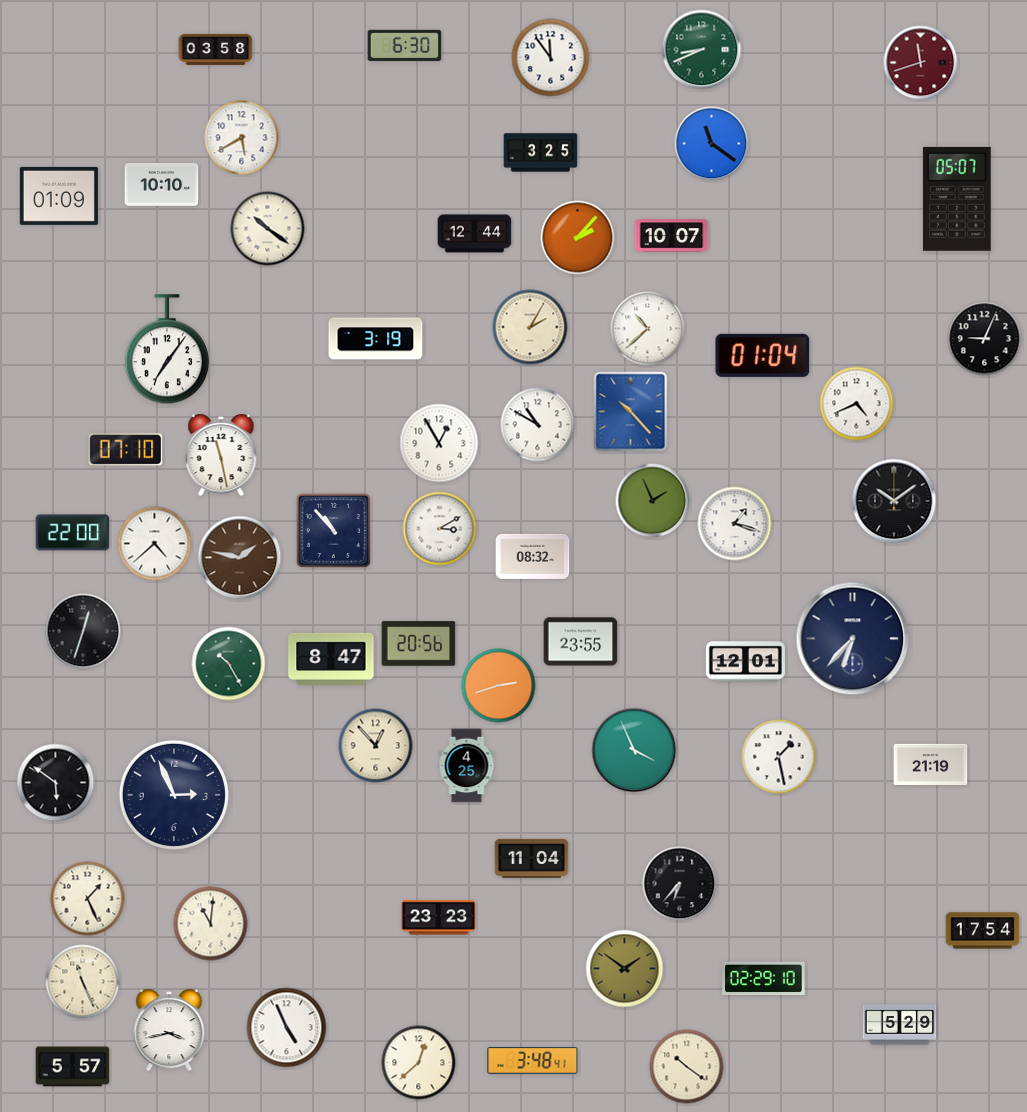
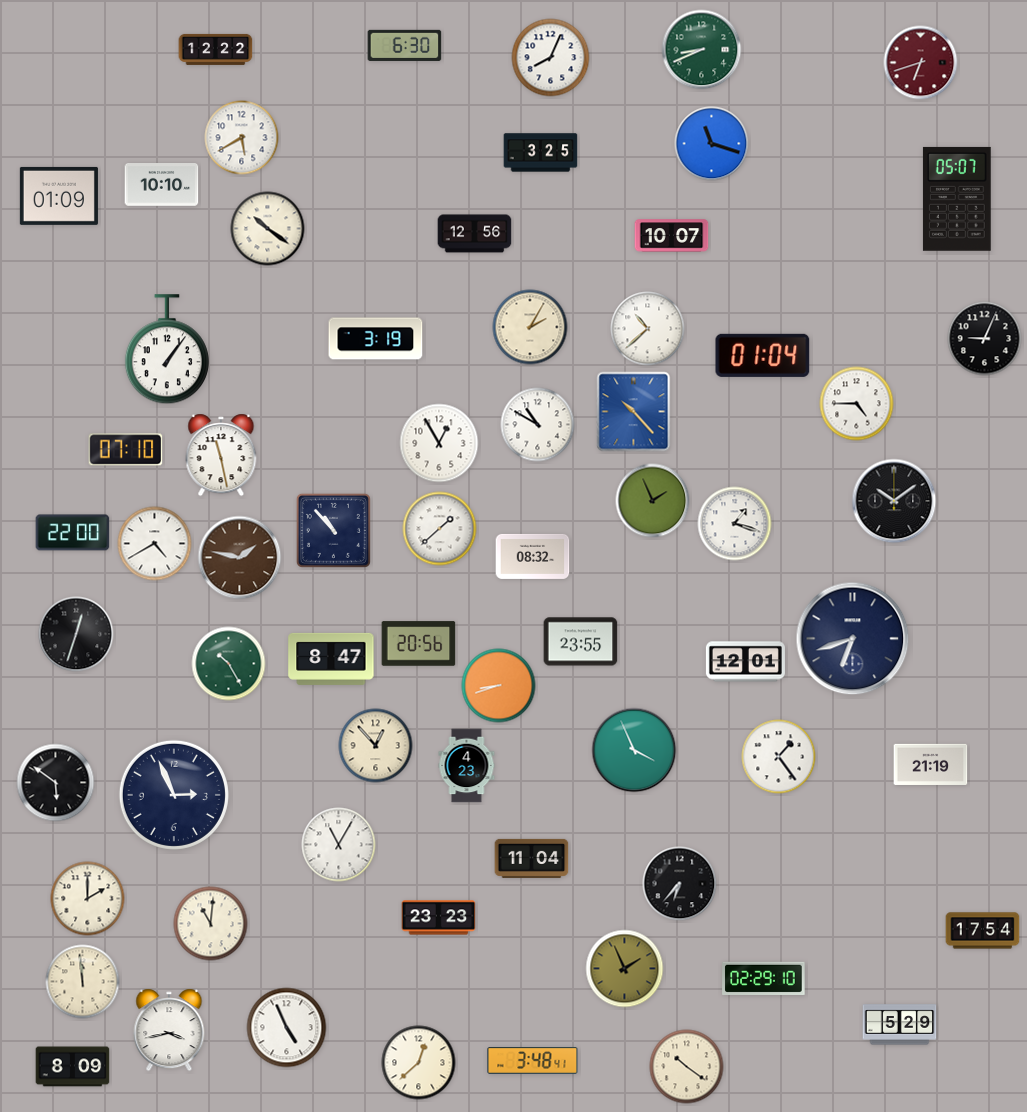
clock at (216, 49): 03:58 -> 12:22
clock at (551, 58): 11:54 -> 8:04
clock at (921, 63): 11:42 -> 6:42
clock at (712, 144): 11:21 -> 11:18
clock at (475, 234): 12:44 -> 12:56
clock at (578, 238): 2:07 -> none
clock at (167, 350): 7:06 -> 1:06
clock at (857, 404): 4:41 -> 4:45
clock at (631, 412) position: (631, 412) -> (634, 412)
clock at (440, 529): 3:10 -> 1:38
clock at (155, 544): 4:38 -> 4:40
clock at (83, 631) position: (83, 631) -> (76, 634)
clock at (853, 639): 6:37 -> 6:42
clock at (499, 686): 2:42 -> 8:42
clock at (779, 757): 1:28 -> 1:24
clock at (467, 766): 4:25 -> 4:23
clock at (339, 845): none -> 11:05
clock at (88, 899): 1:26 -> 2:00
clock at (625, 969): 1:51 -> 1:56
clock at (83, 982): 11:26 -> 11:59
clock at (73, 1067): 5:57 -> 8:09
